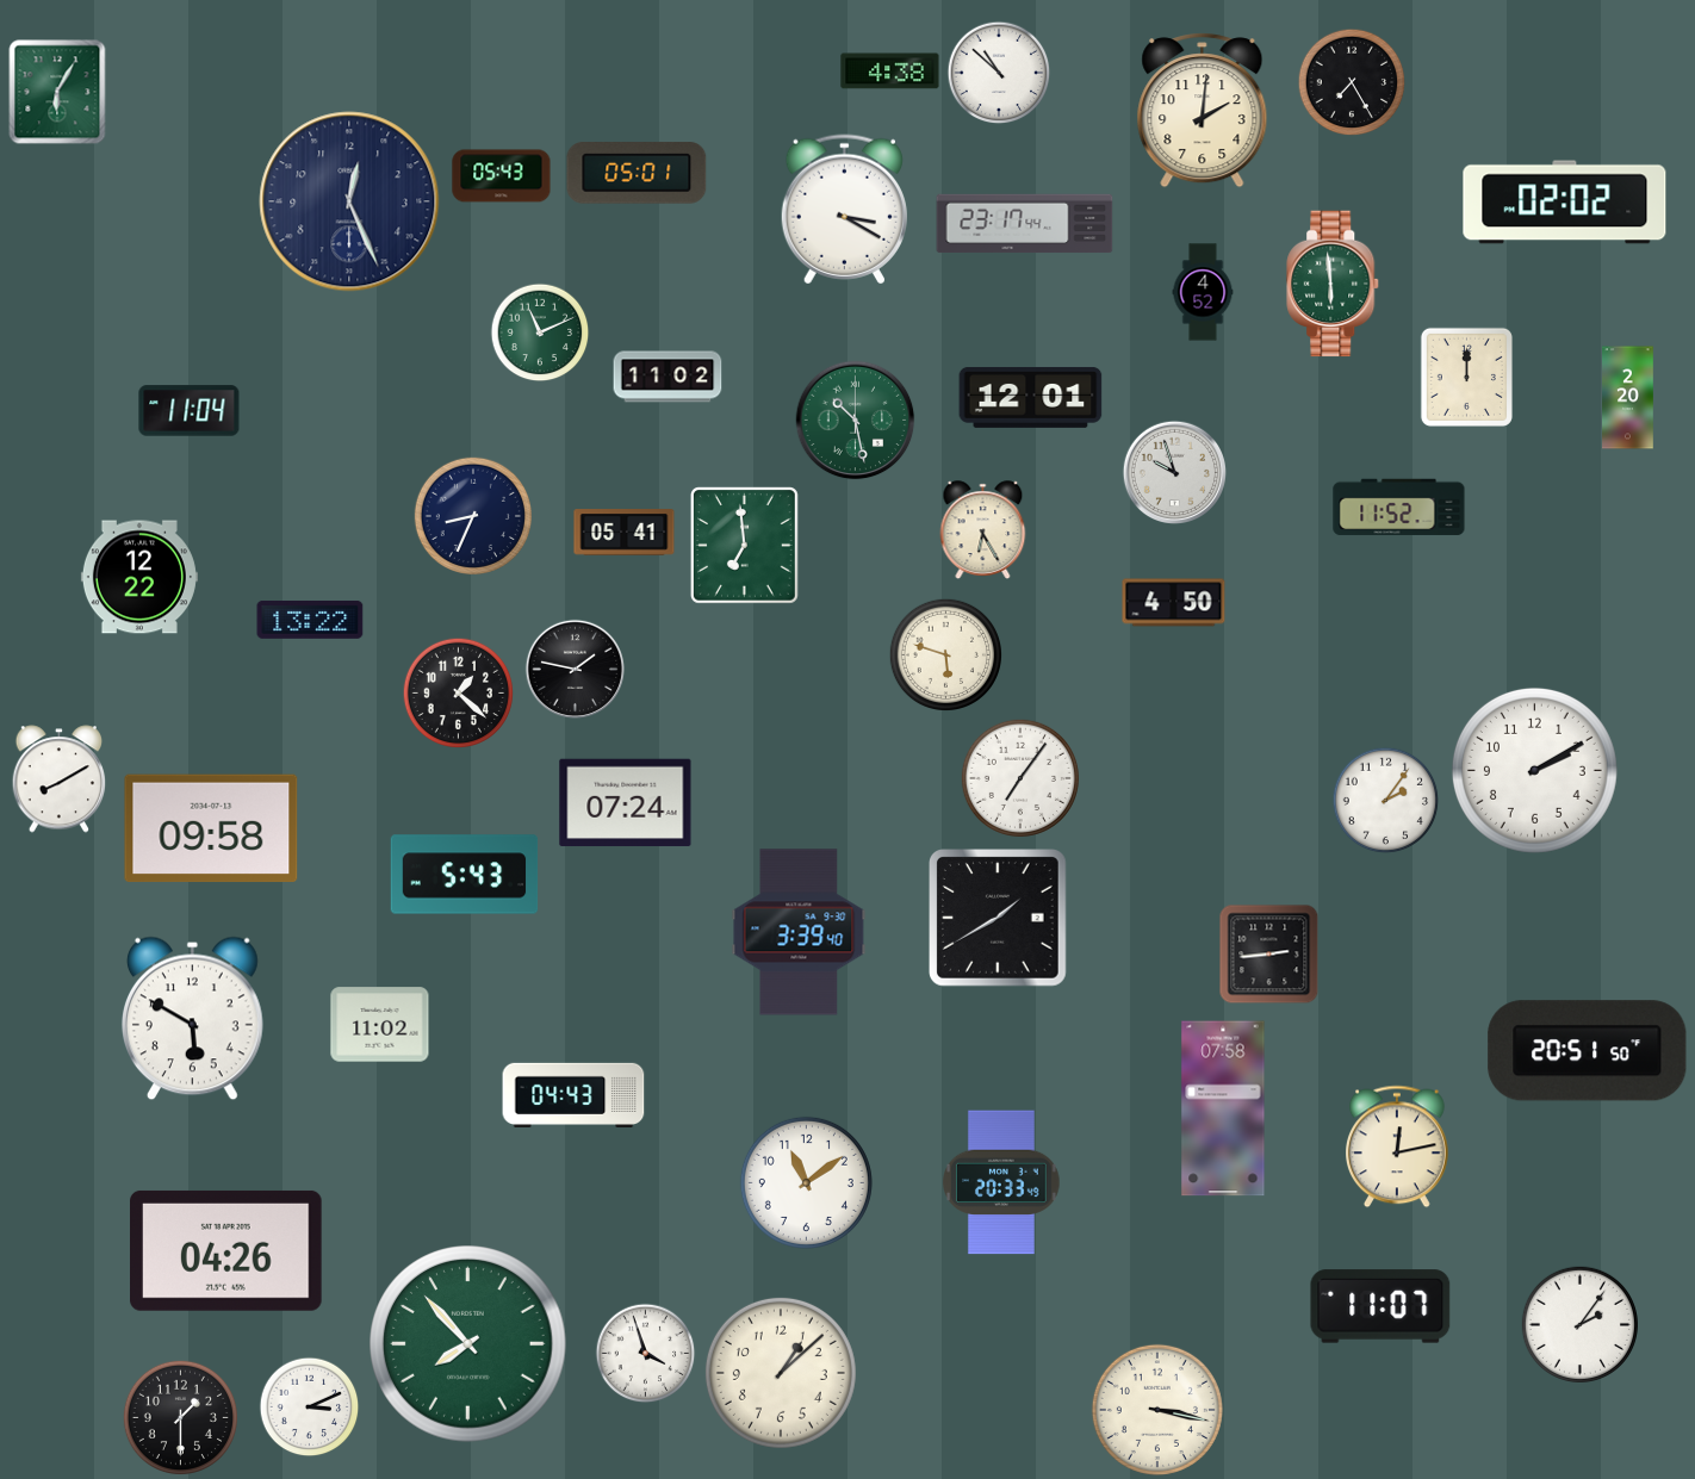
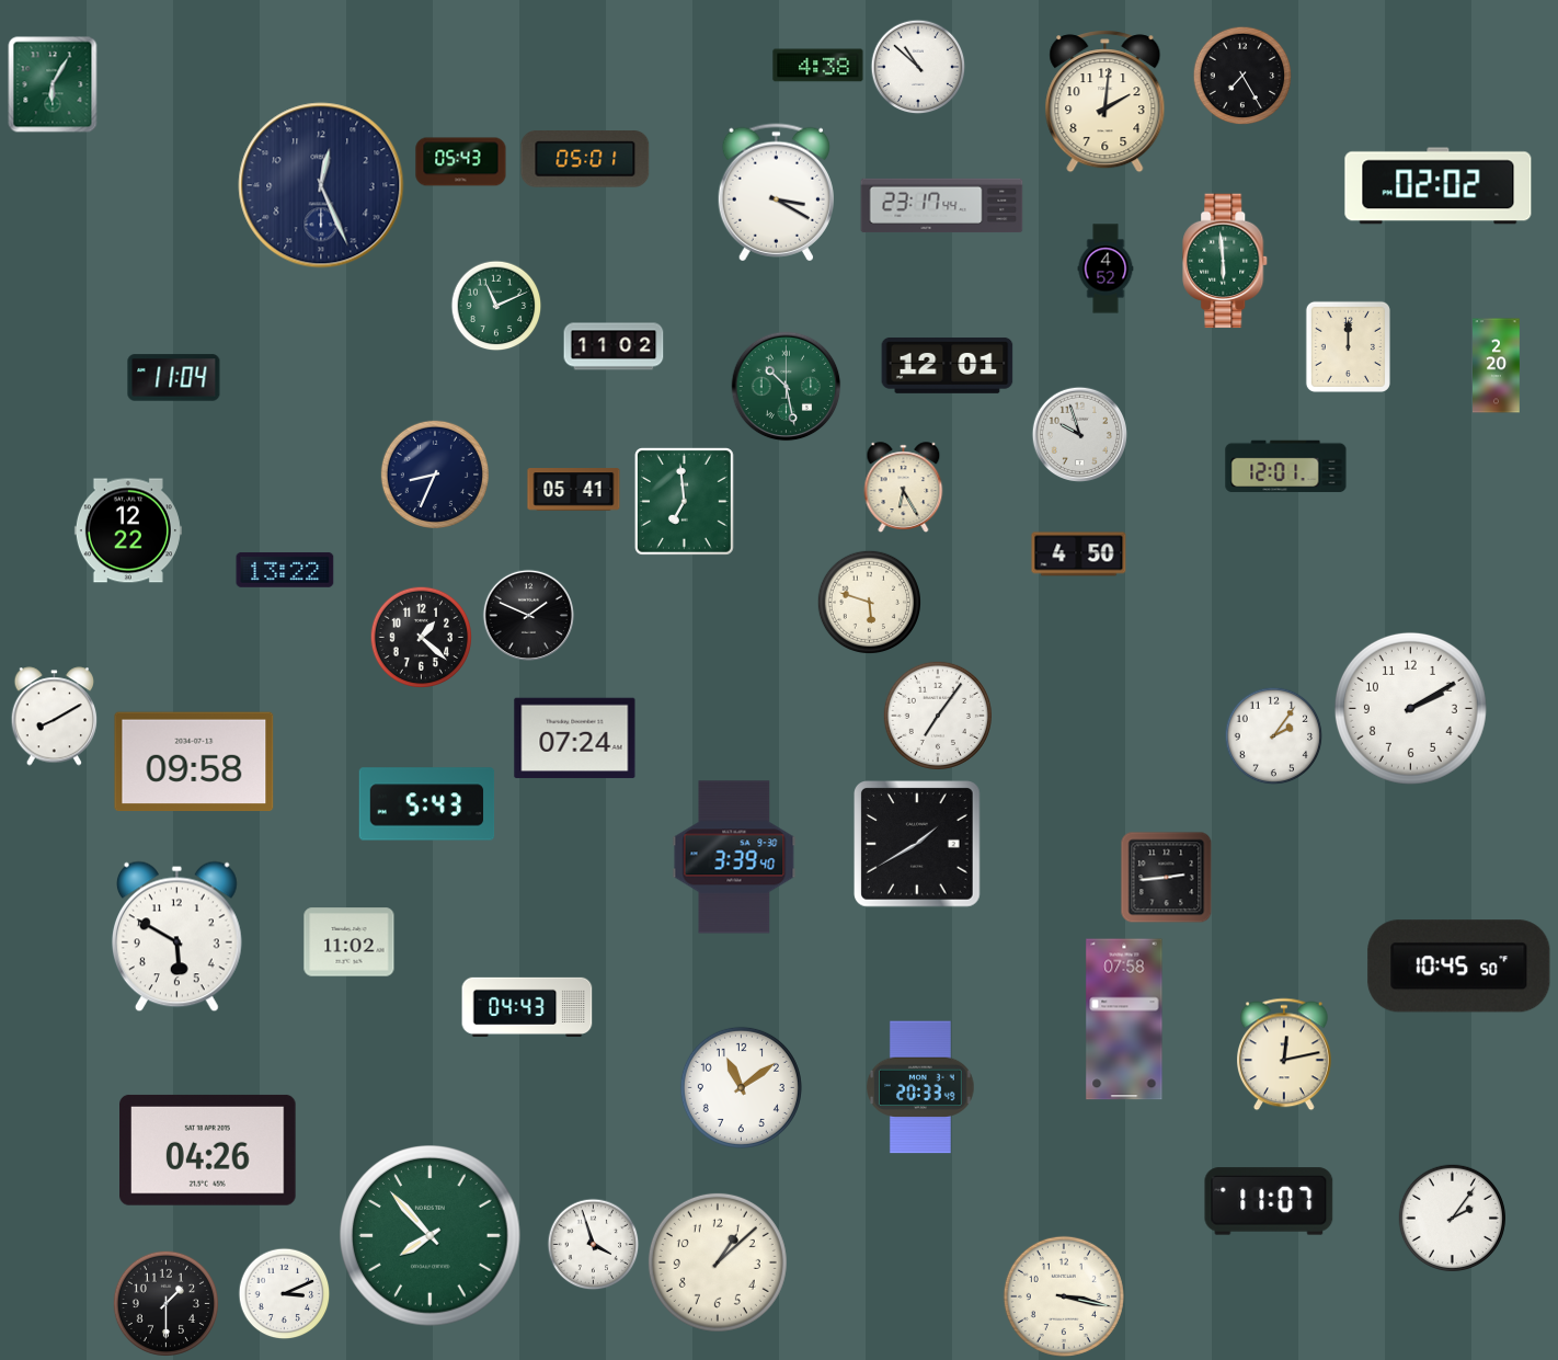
clock at (1399, 508): 11:52 -> 12:01
clock at (575, 669): 1:47 -> 1:49
clock at (1588, 1051): 20:51 -> 10:45
